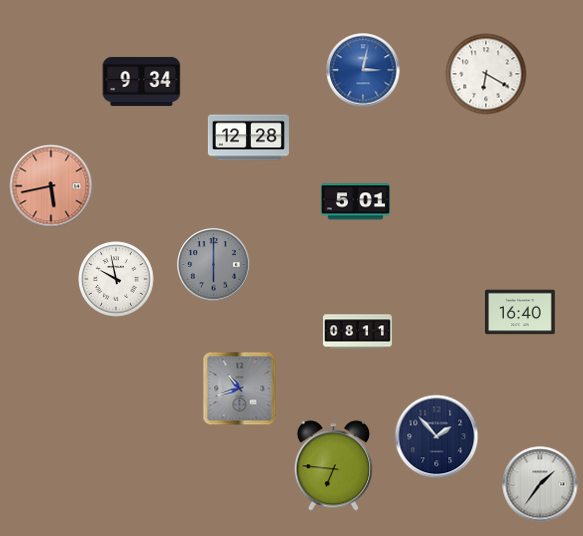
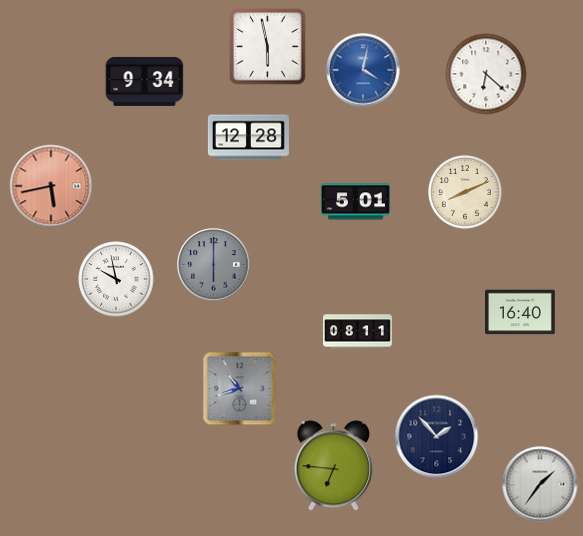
clock at (268, 47): none -> 5:58
clock at (363, 70): 3:02 -> 4:02
clock at (486, 74): 6:20 -> 6:22
clock at (142, 81) position: (142, 81) -> (145, 81)
clock at (466, 193): none -> 8:11
